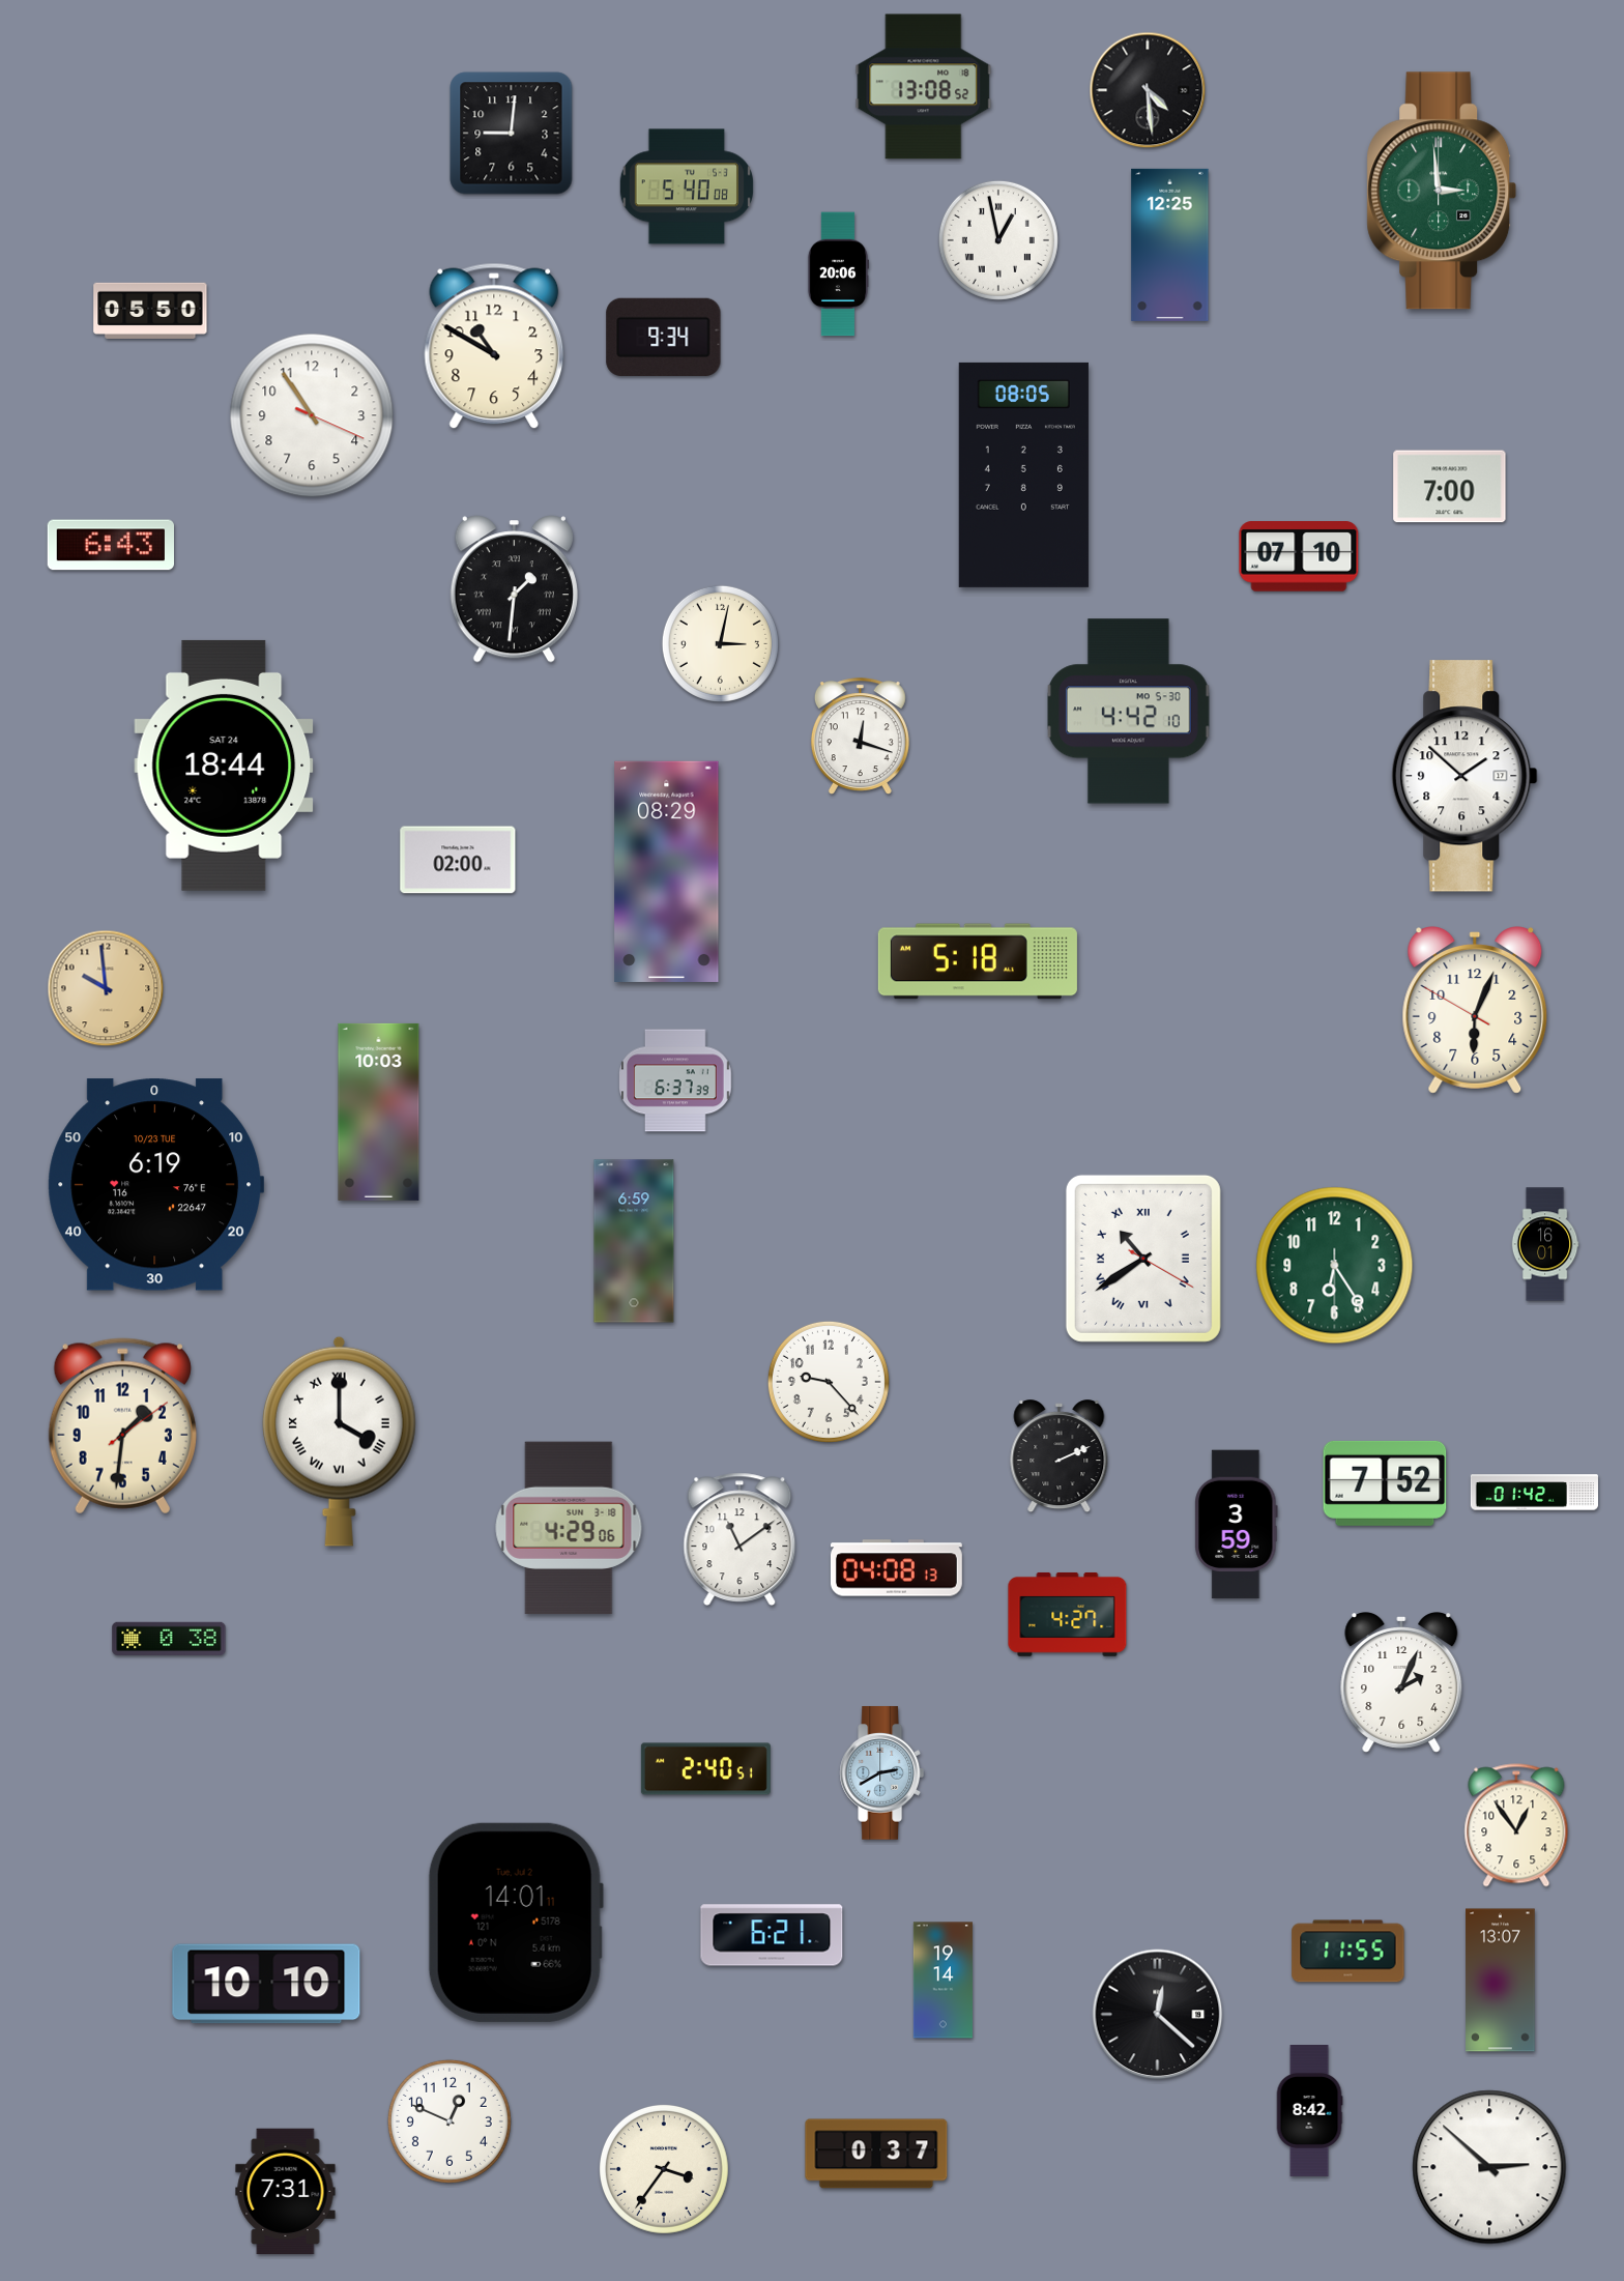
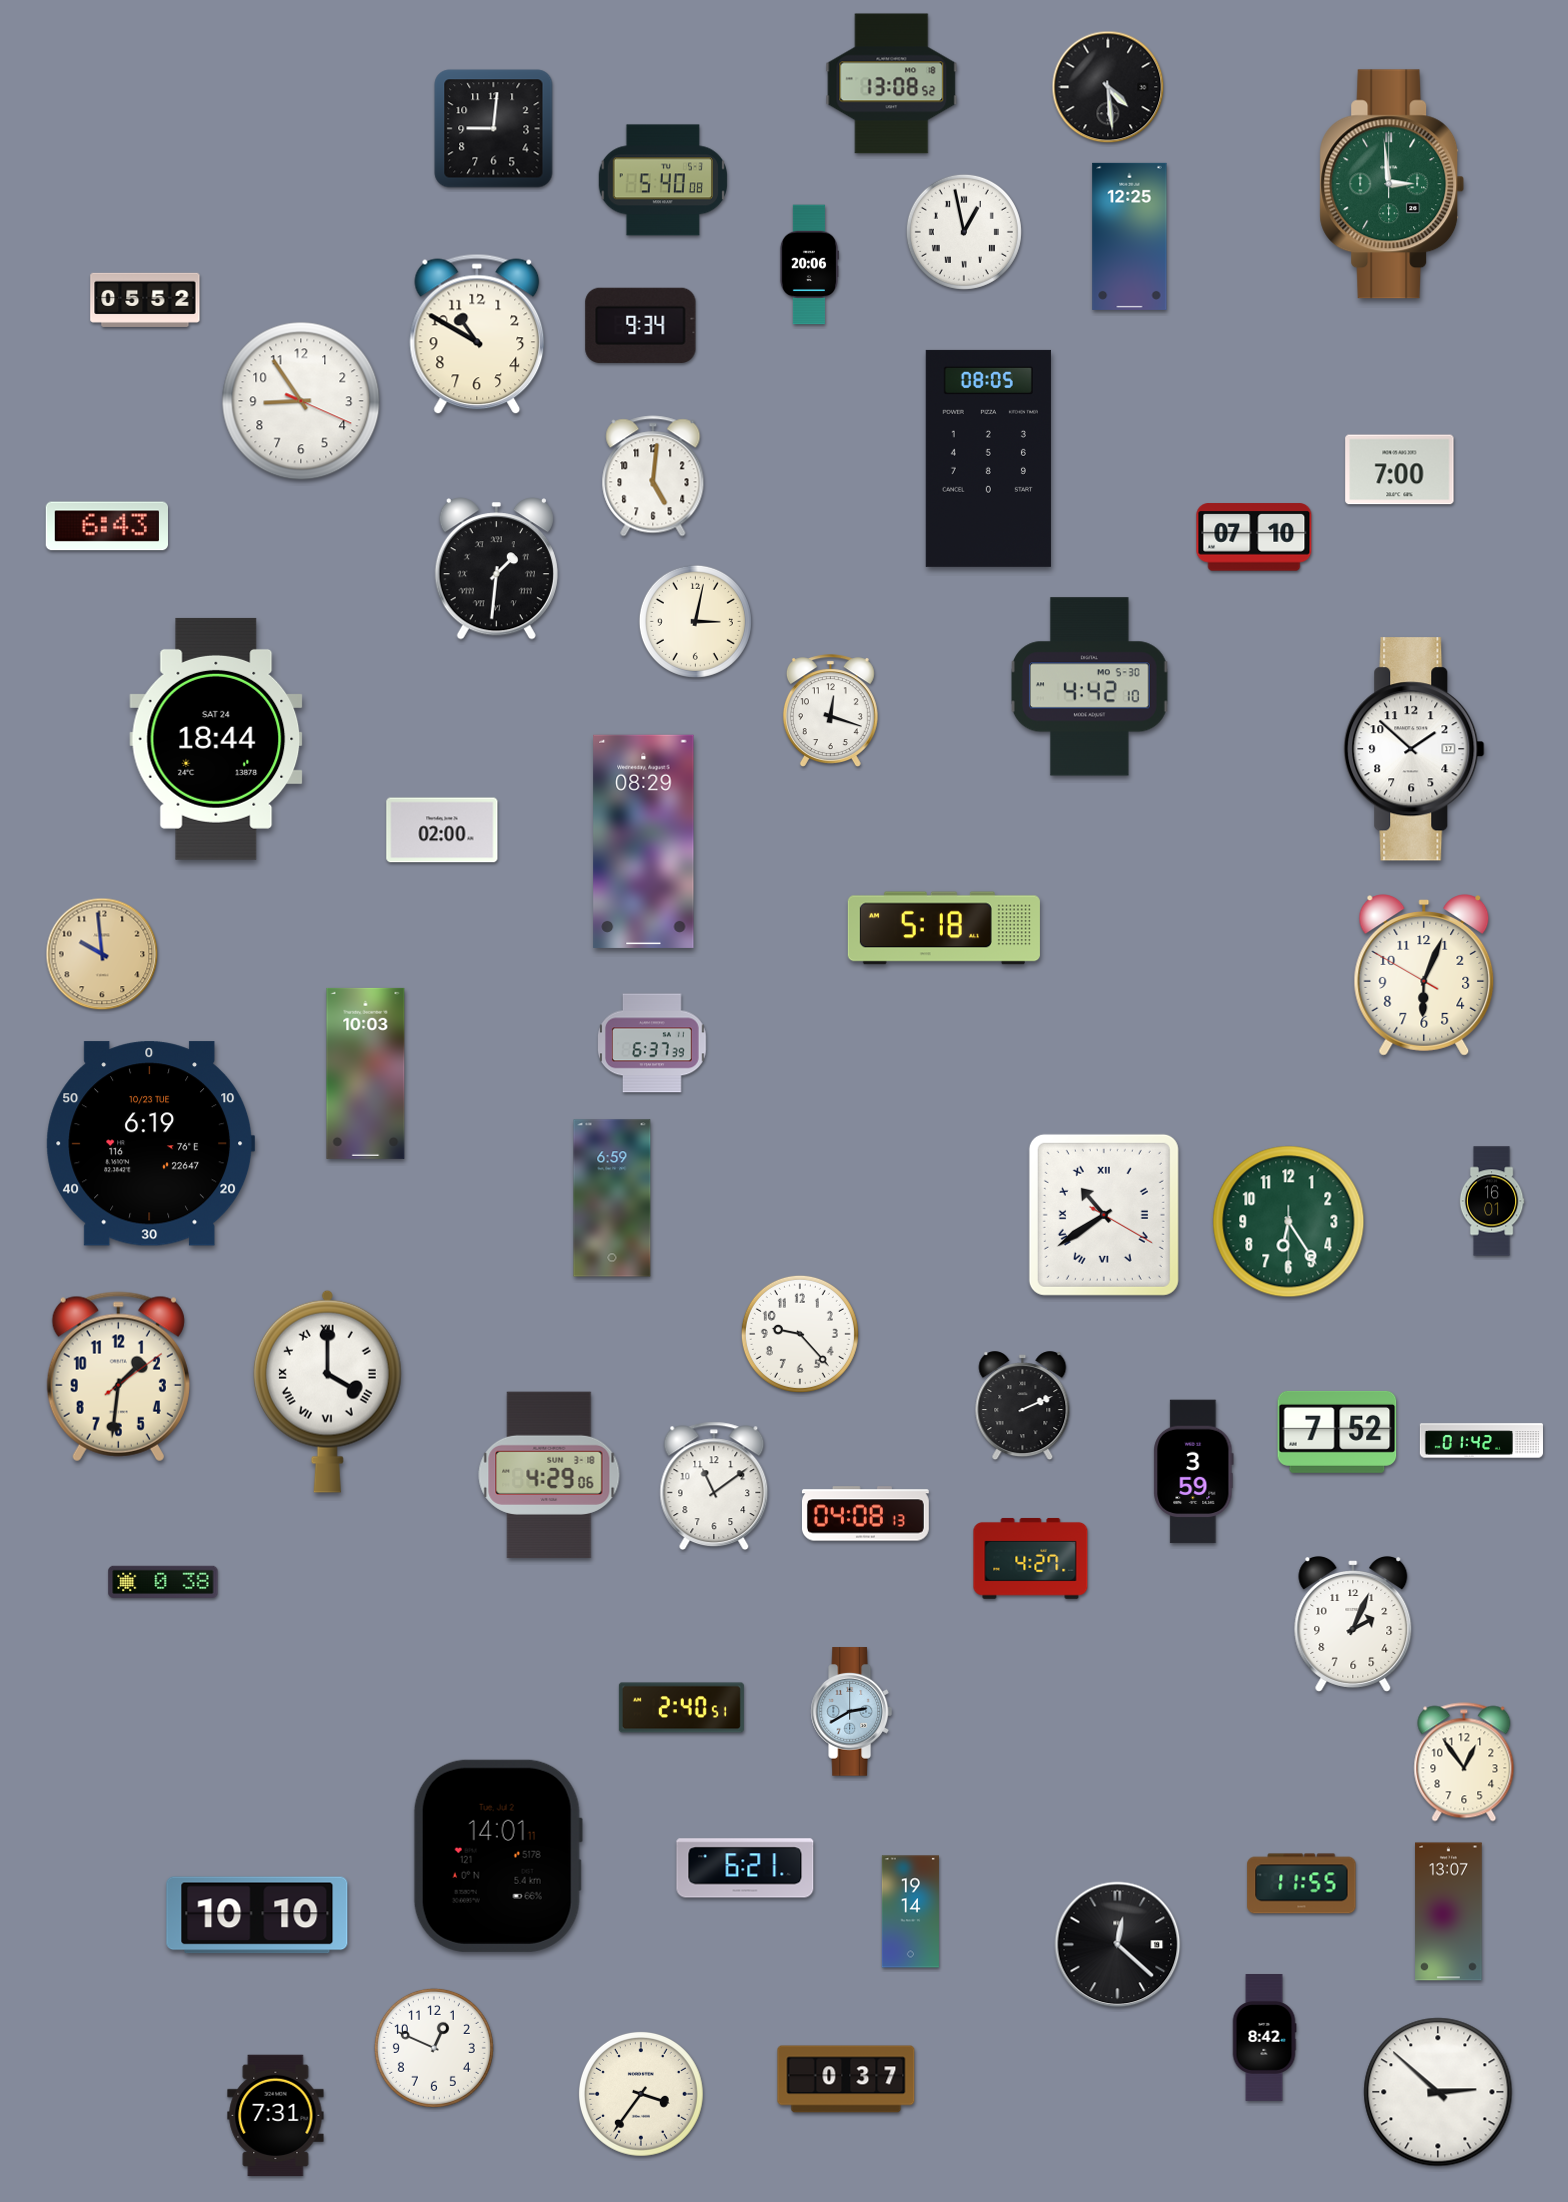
clock at (150, 311): 05:50 -> 05:52
clock at (312, 415): 10:54 -> 8:54
clock at (653, 476): none -> 5:01
